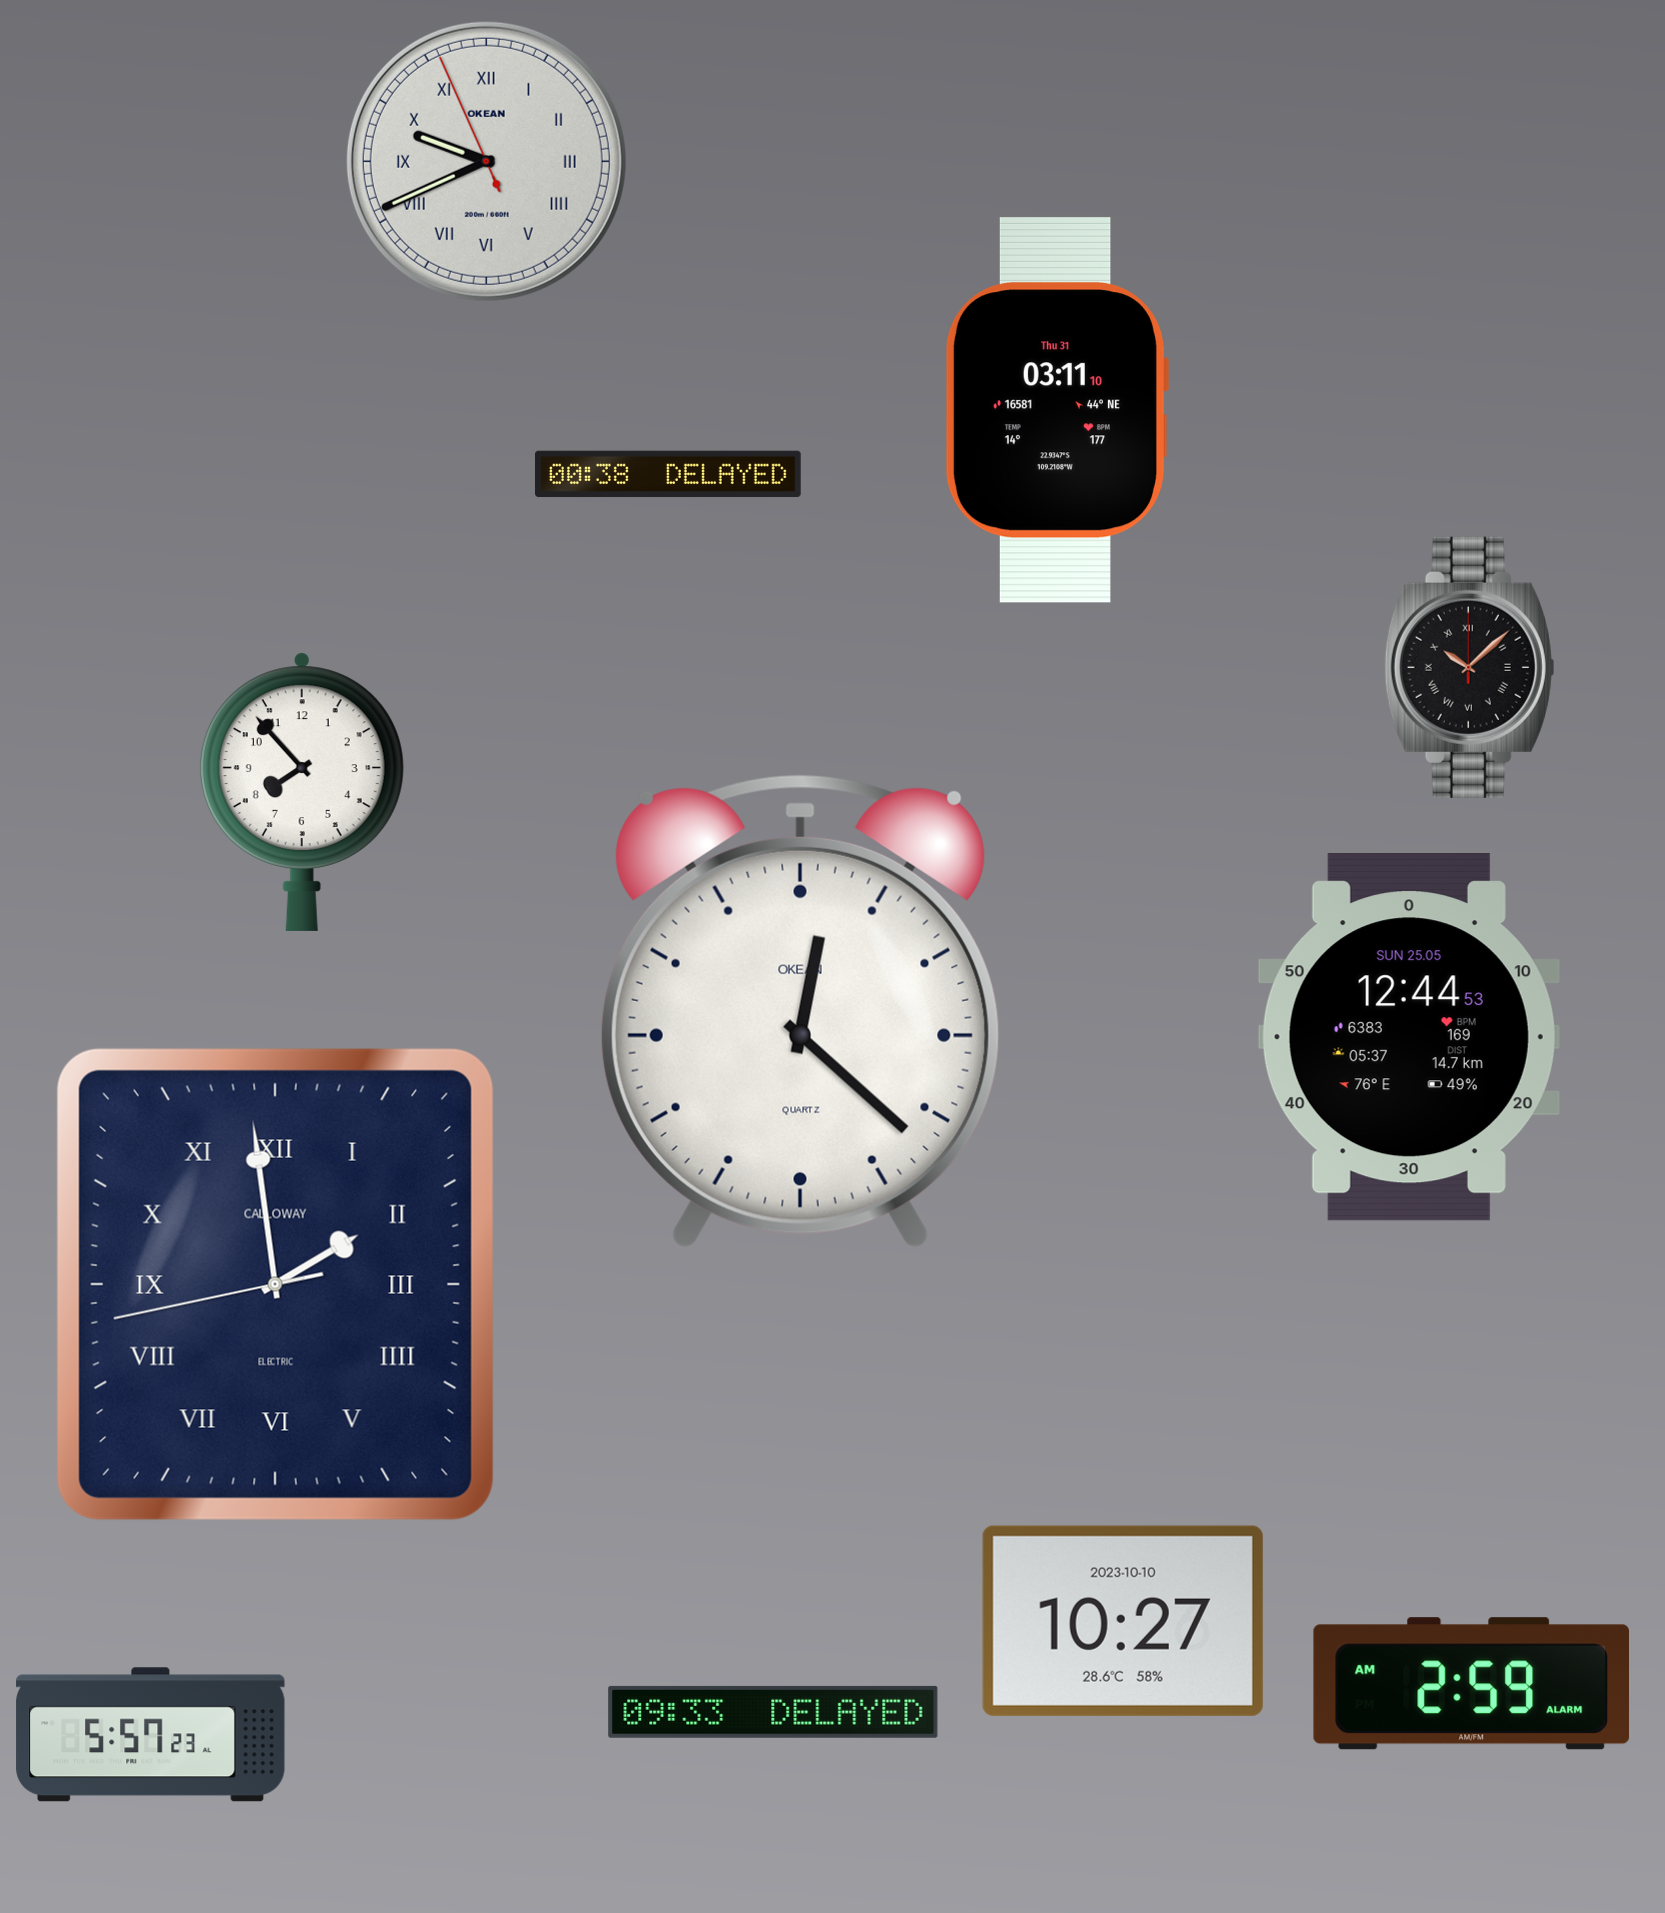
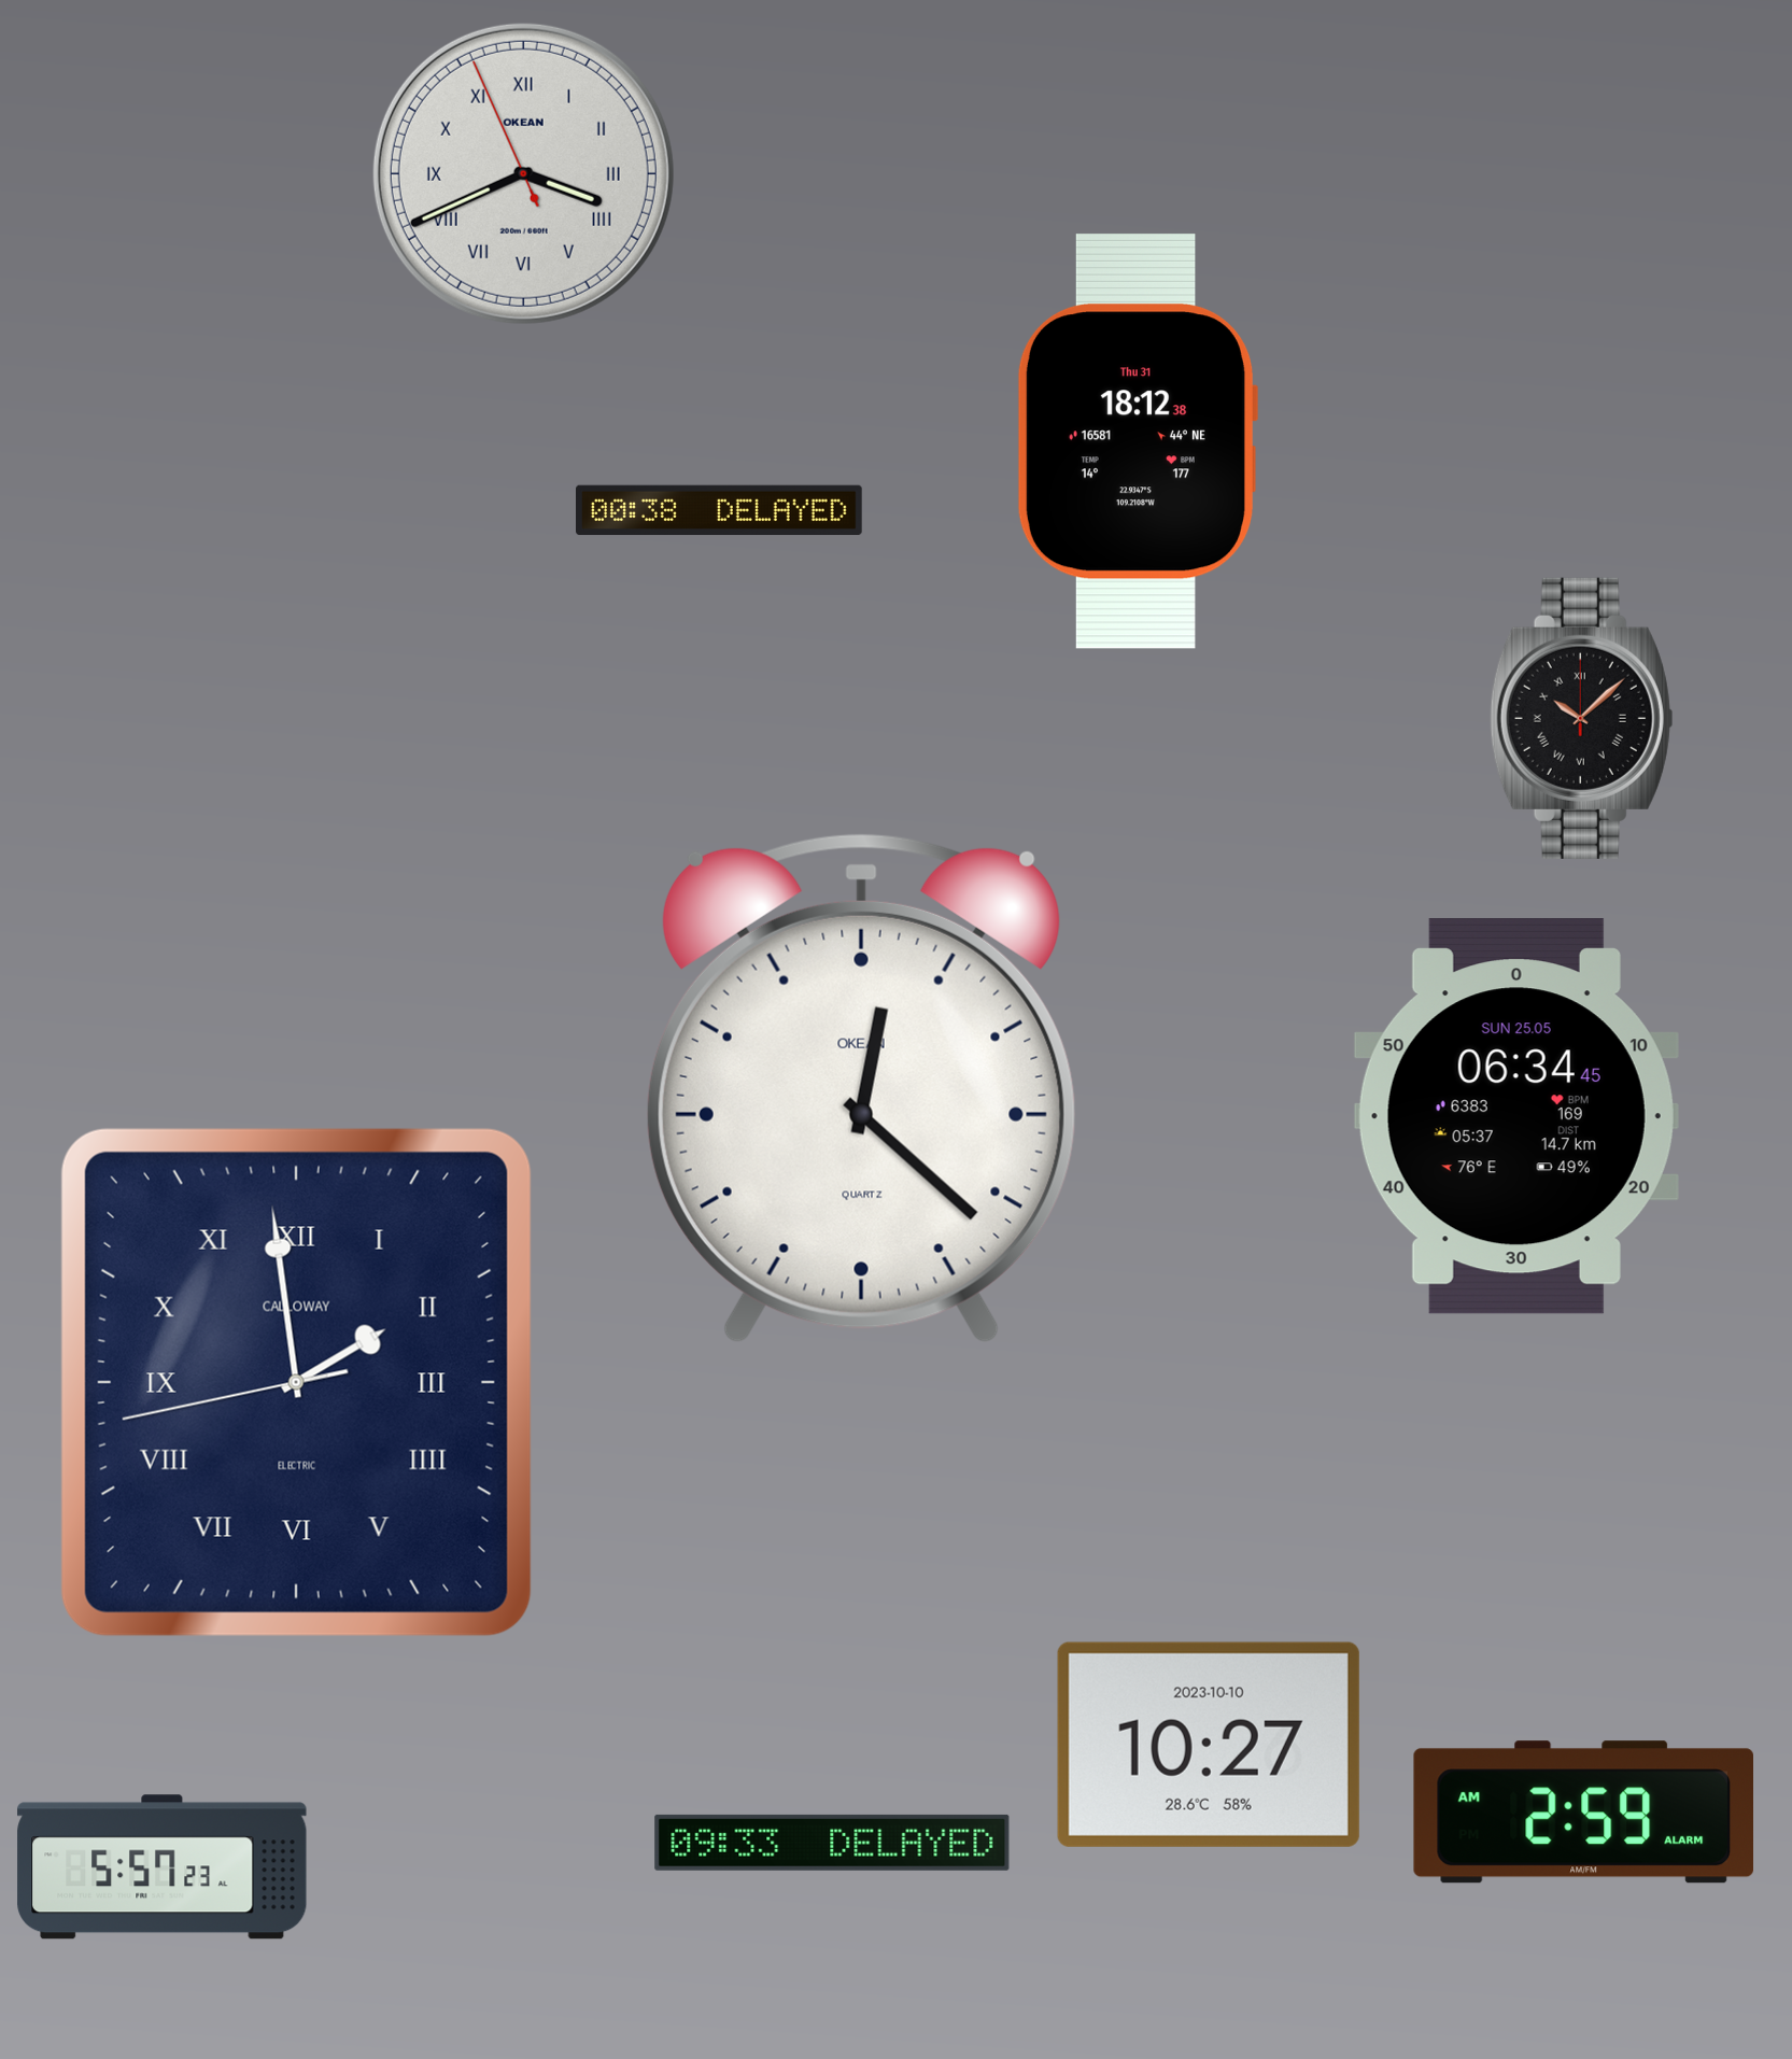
clock at (486, 161): 9:40 -> 3:40
clock at (1056, 410): 03:11 -> 18:12
clock at (302, 792): 7:53 -> none
clock at (1409, 1037): 12:44 -> 06:34
